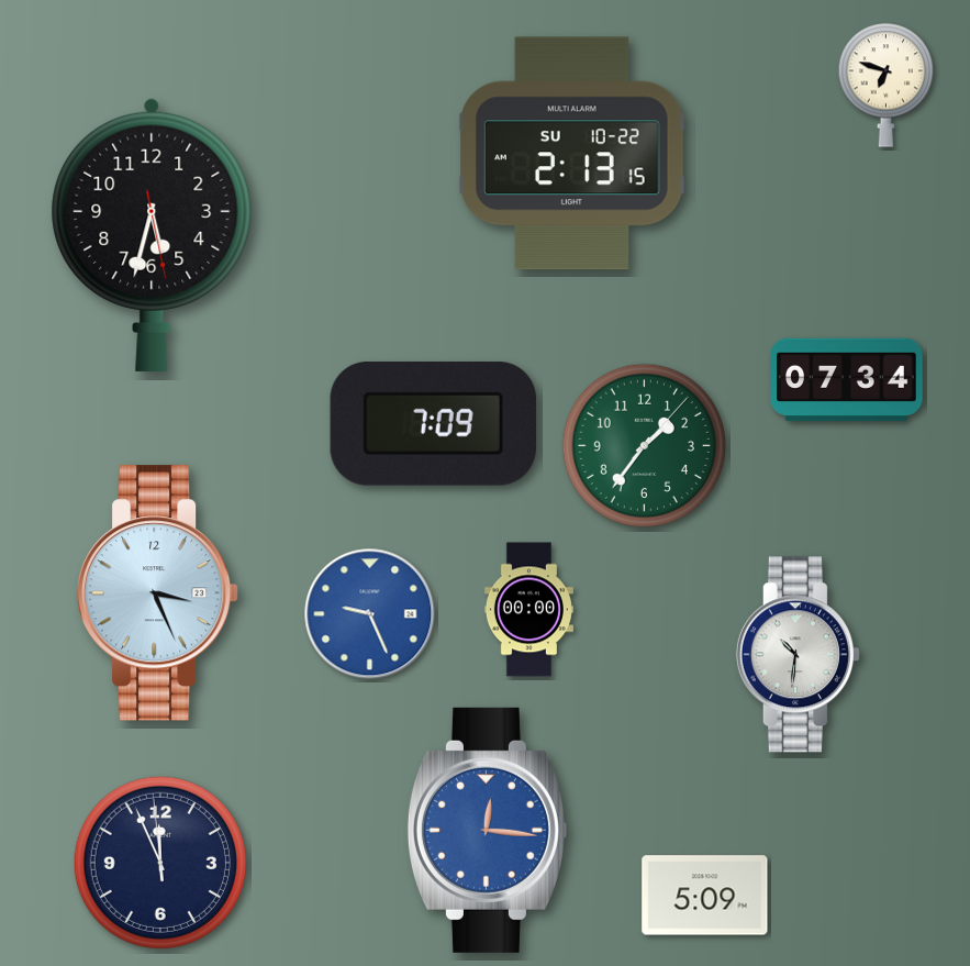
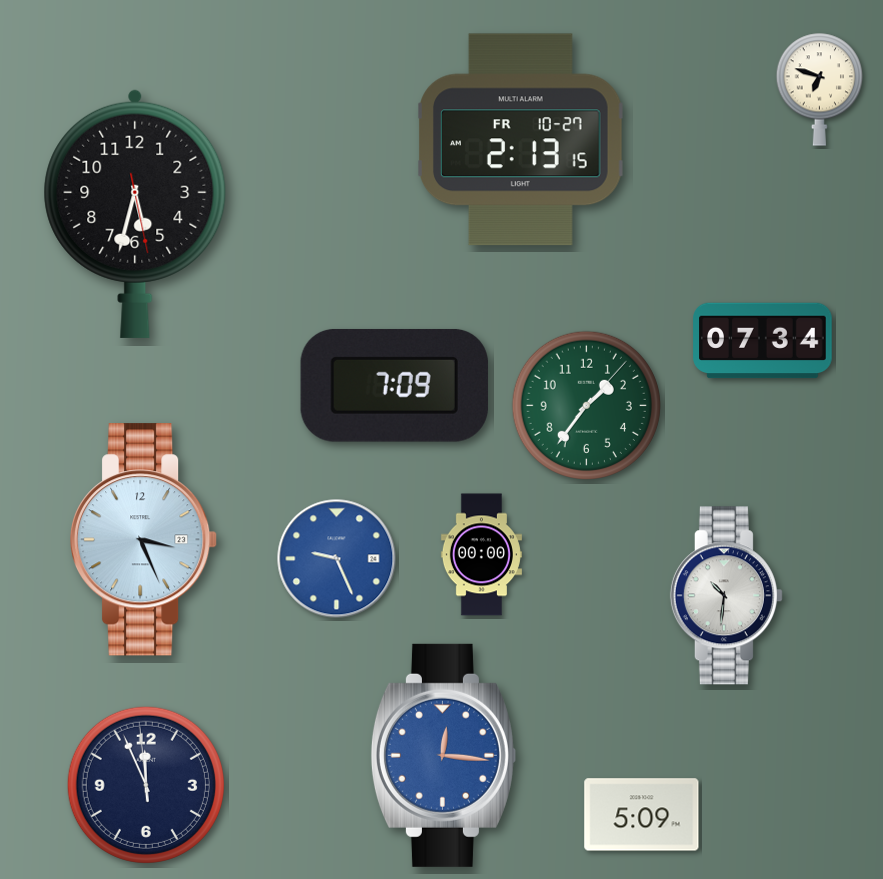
clock at (887, 85) position: (887, 85) -> (820, 89)
clock at (572, 154) date: SU 10-22 -> FR 10-27
clock at (152, 234) position: (152, 234) -> (135, 213)
clock at (847, 380) position: (847, 380) -> (763, 341)
